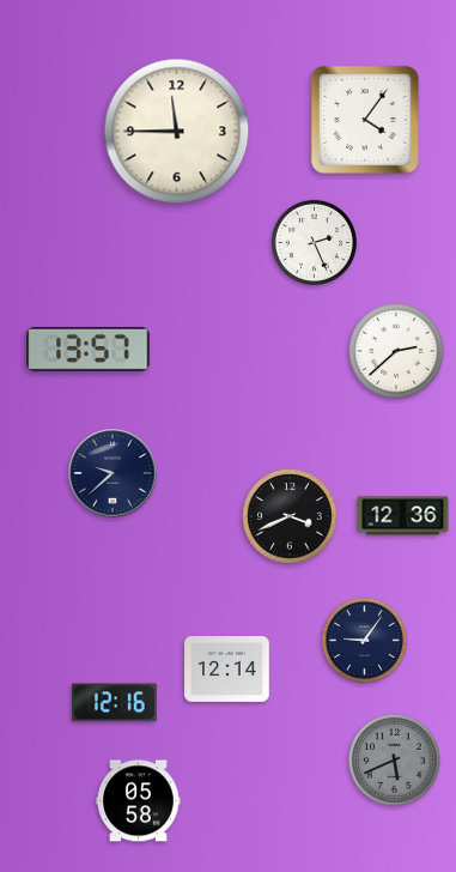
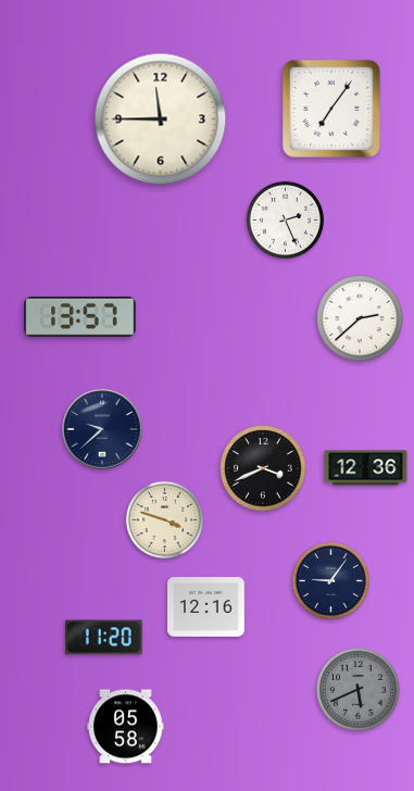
clock at (365, 120): 4:06 -> 7:06
clock at (164, 519): none -> 3:48
clock at (227, 670): 12:14 -> 12:16
clock at (115, 703): 12:16 -> 11:20
